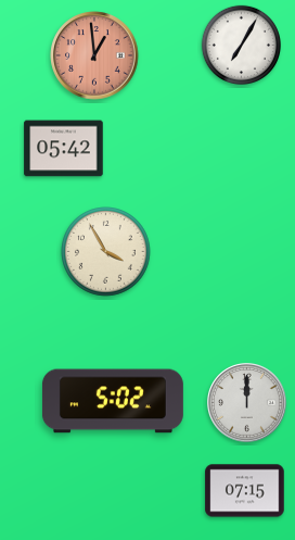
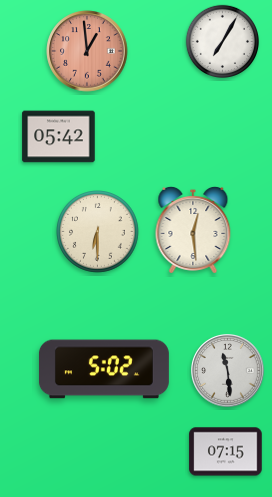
clock at (193, 230): none -> 12:29
clock at (106, 252): 3:55 -> 6:30
clock at (247, 403): 12:00 -> 11:29
